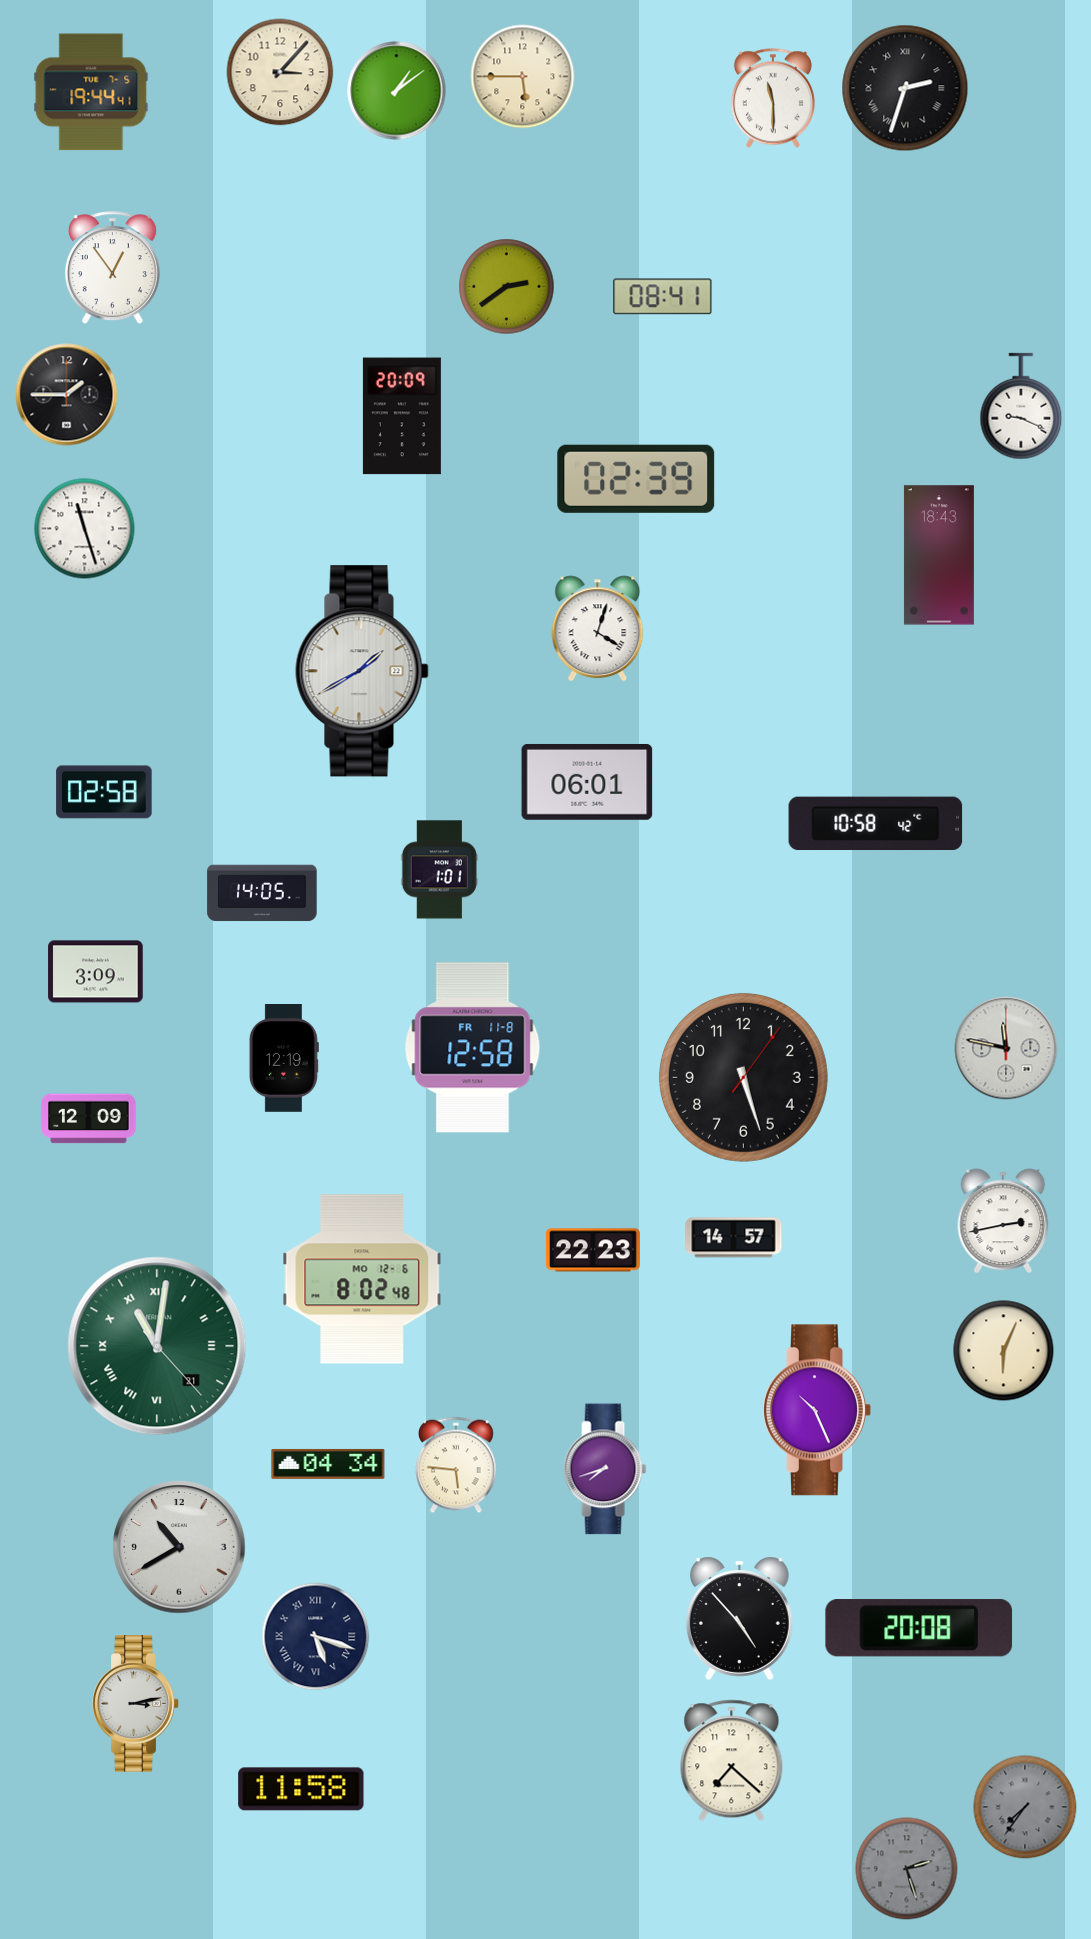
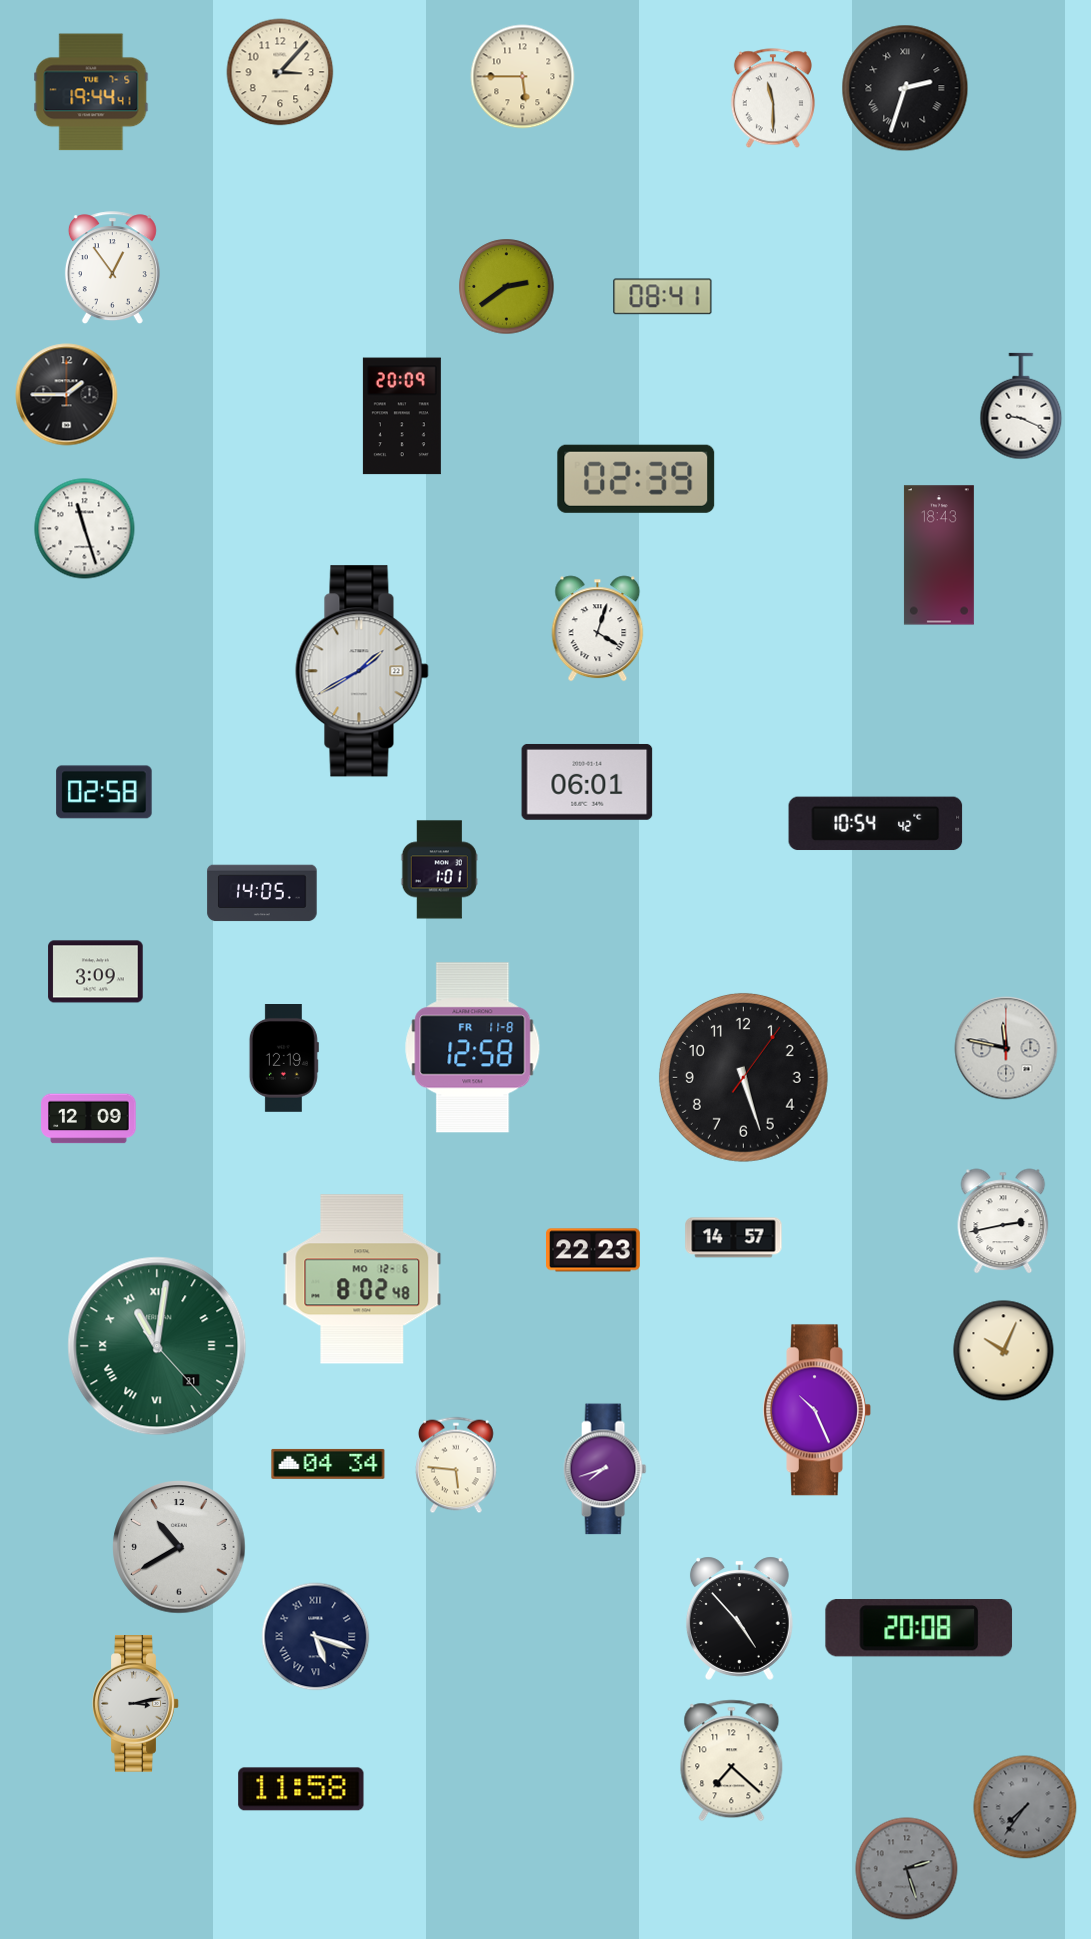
clock at (397, 91): 1:09 -> none
clock at (876, 824): 10:58 -> 10:54
clock at (1004, 1351): 6:04 -> 10:04
